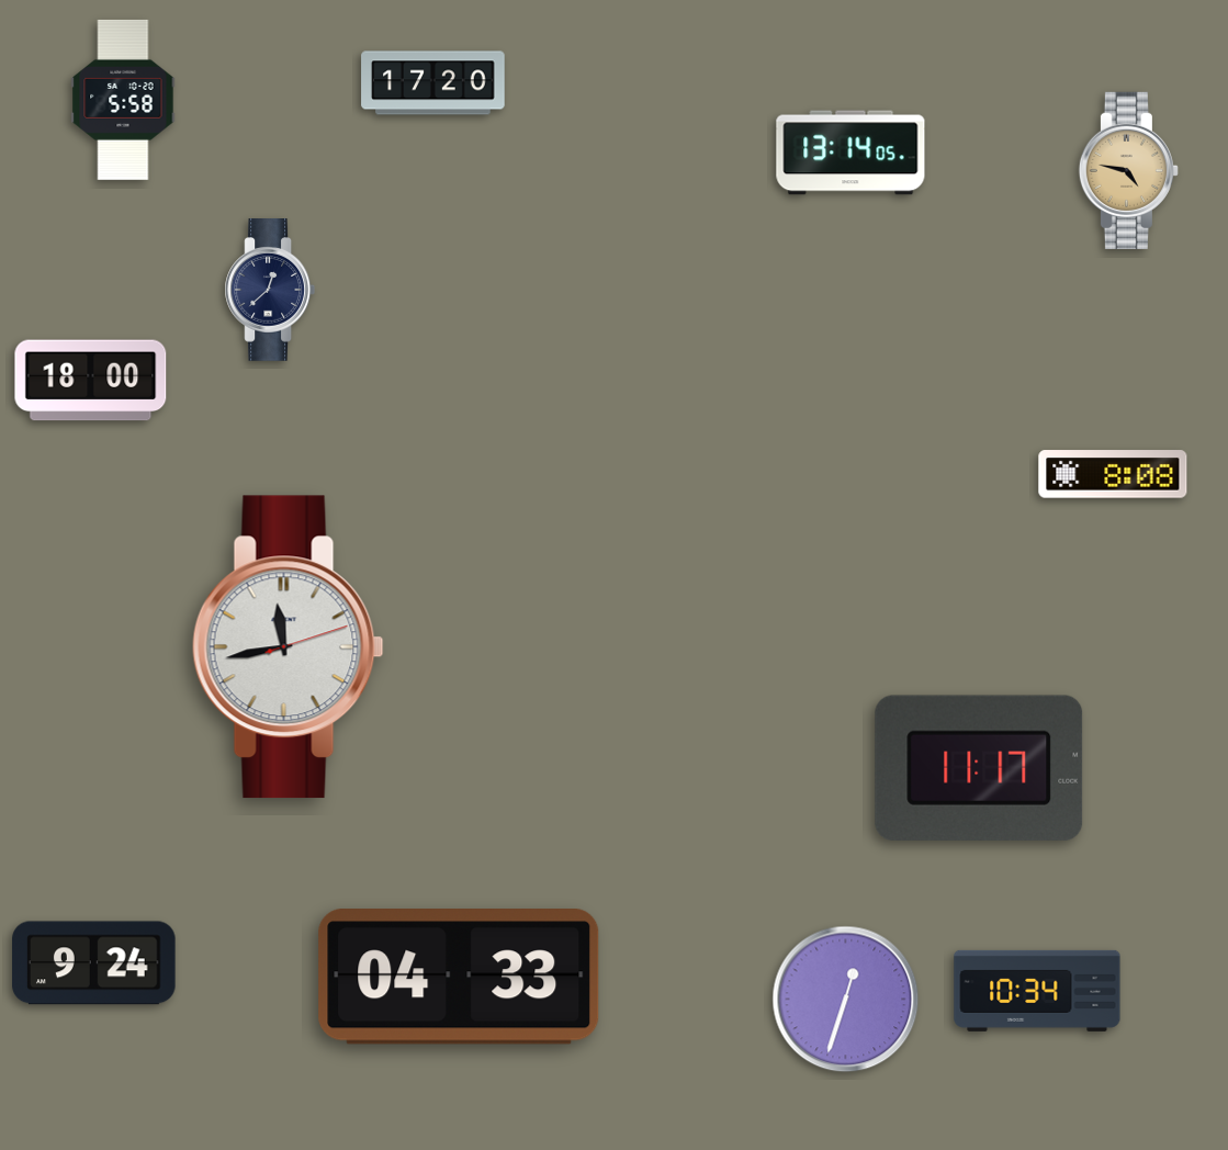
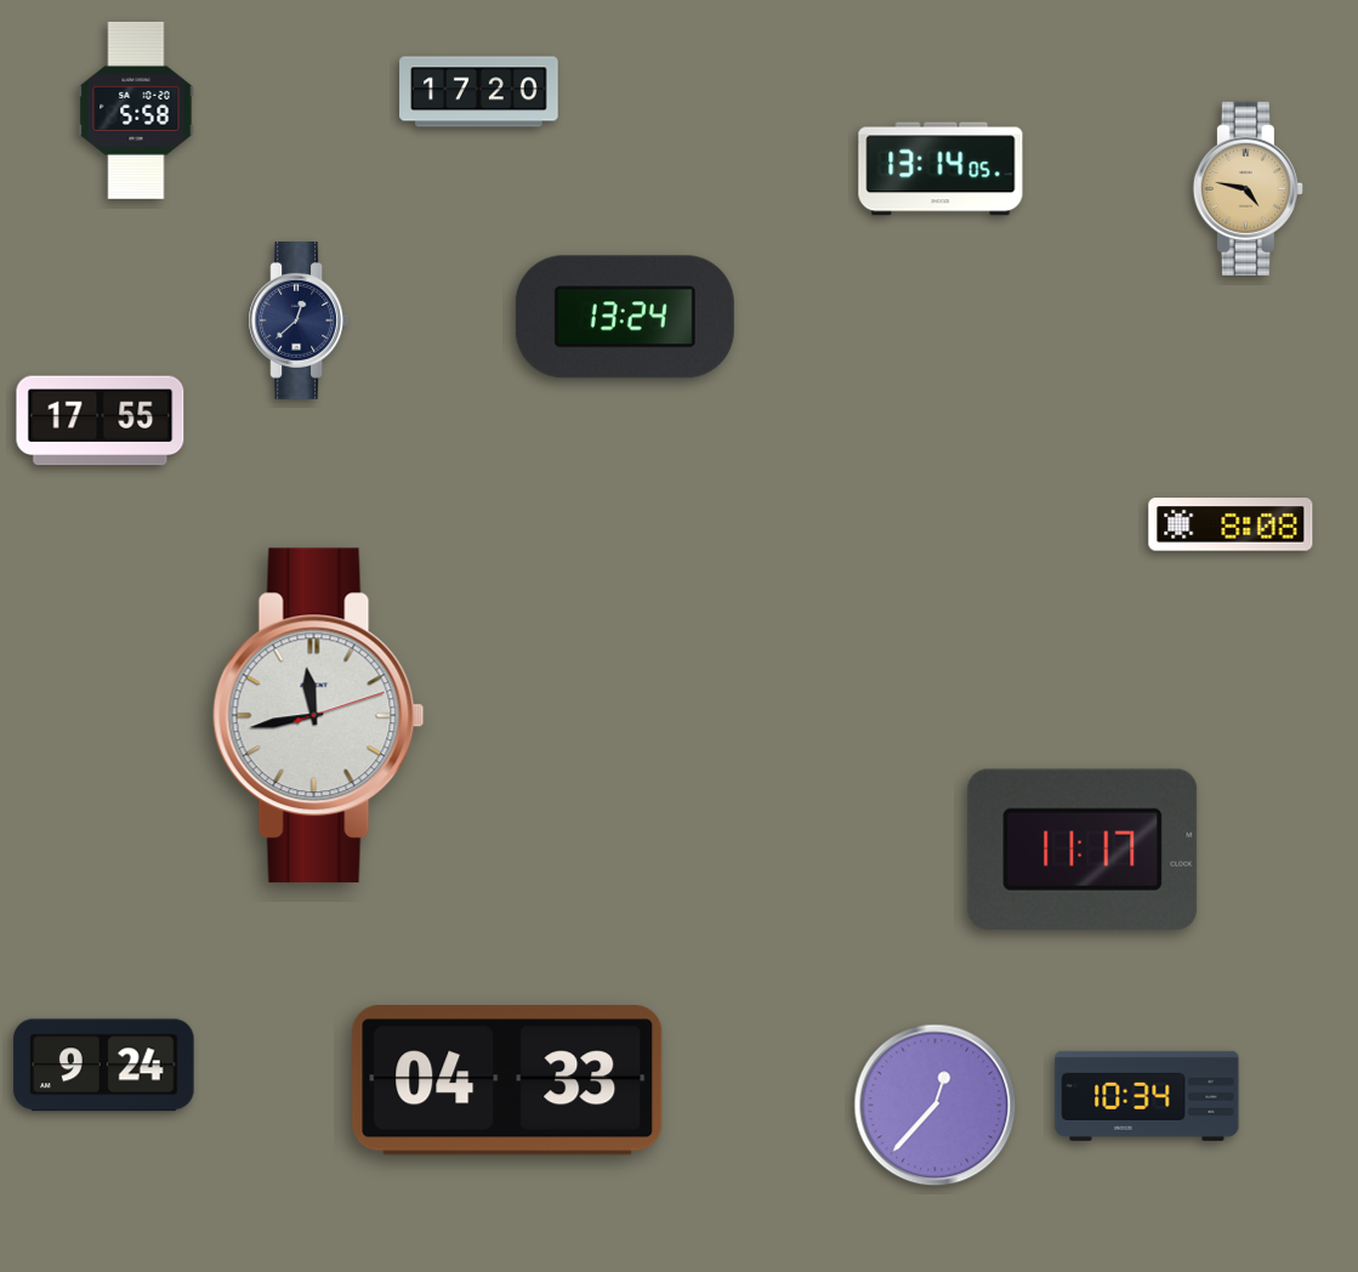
clock at (625, 317): none -> 13:24
clock at (91, 381): 18:00 -> 17:55
clock at (846, 1000): 12:33 -> 12:37
